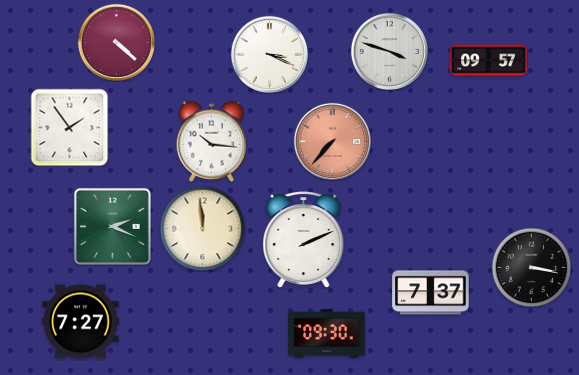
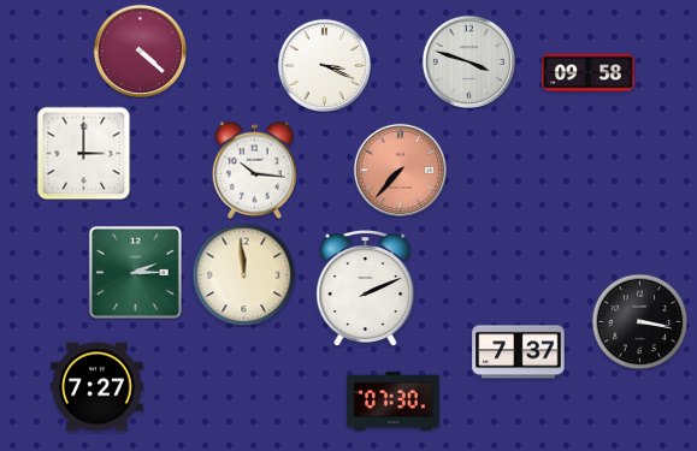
clock at (489, 61): 09:57 -> 09:58
clock at (69, 127): 1:54 -> 3:00
clock at (112, 226): 2:19 -> 2:15
clock at (327, 334): 09:30 -> 07:30
